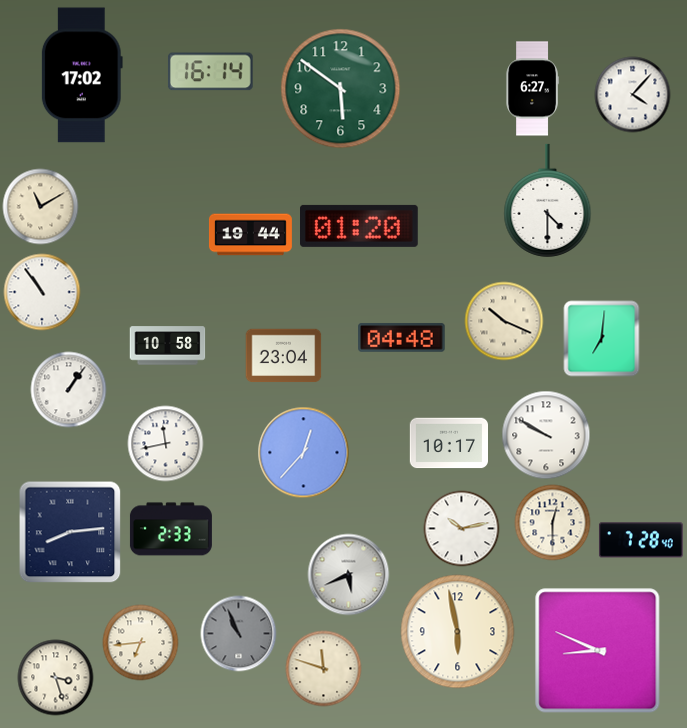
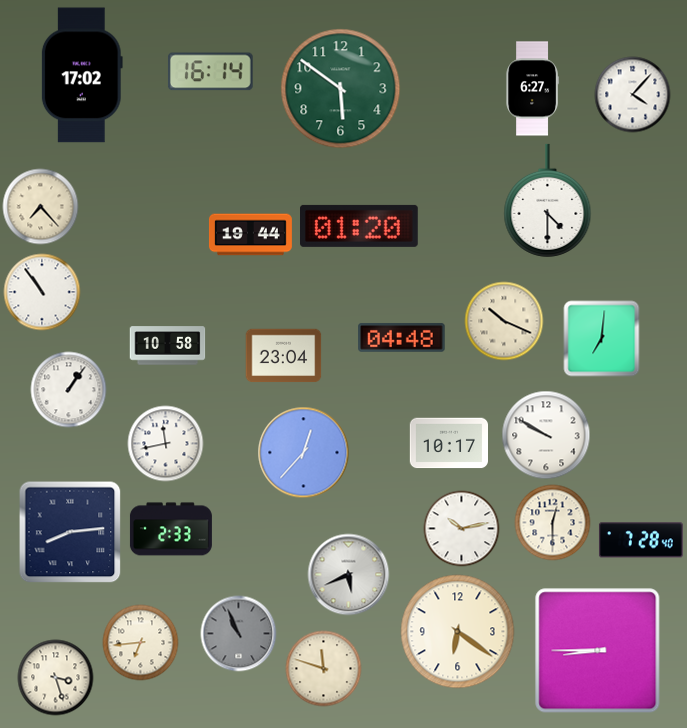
clock at (41, 207): 11:10 -> 7:23
clock at (458, 632): 5:58 -> 6:21
clock at (598, 651): 8:49 -> 8:45
